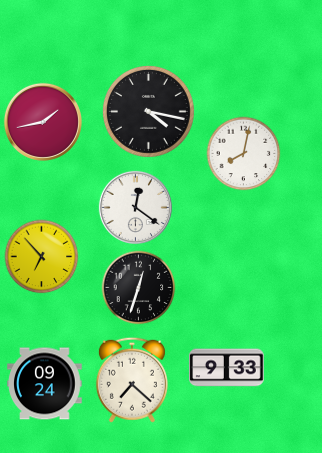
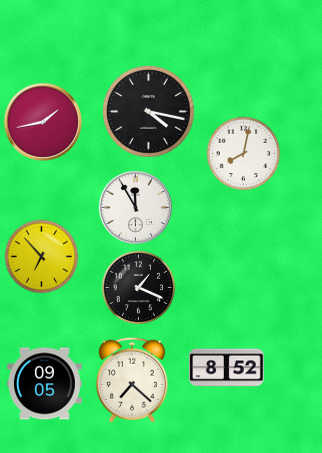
clock at (135, 207): 12:21 -> 11:55
clock at (139, 288): 12:33 -> 1:19
clock at (227, 368): 9:33 -> 8:52
clock at (45, 384): 09:24 -> 09:05
